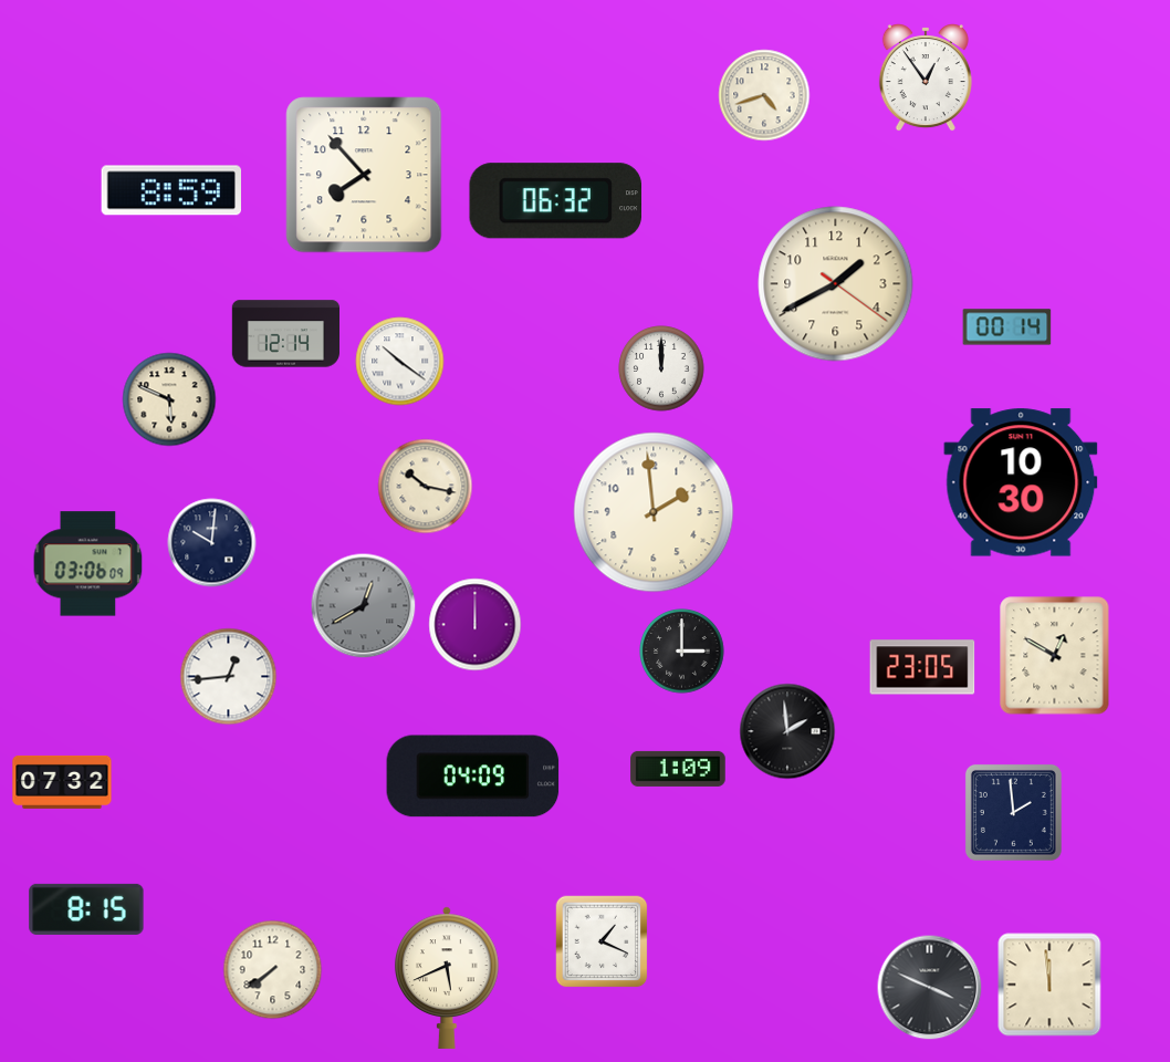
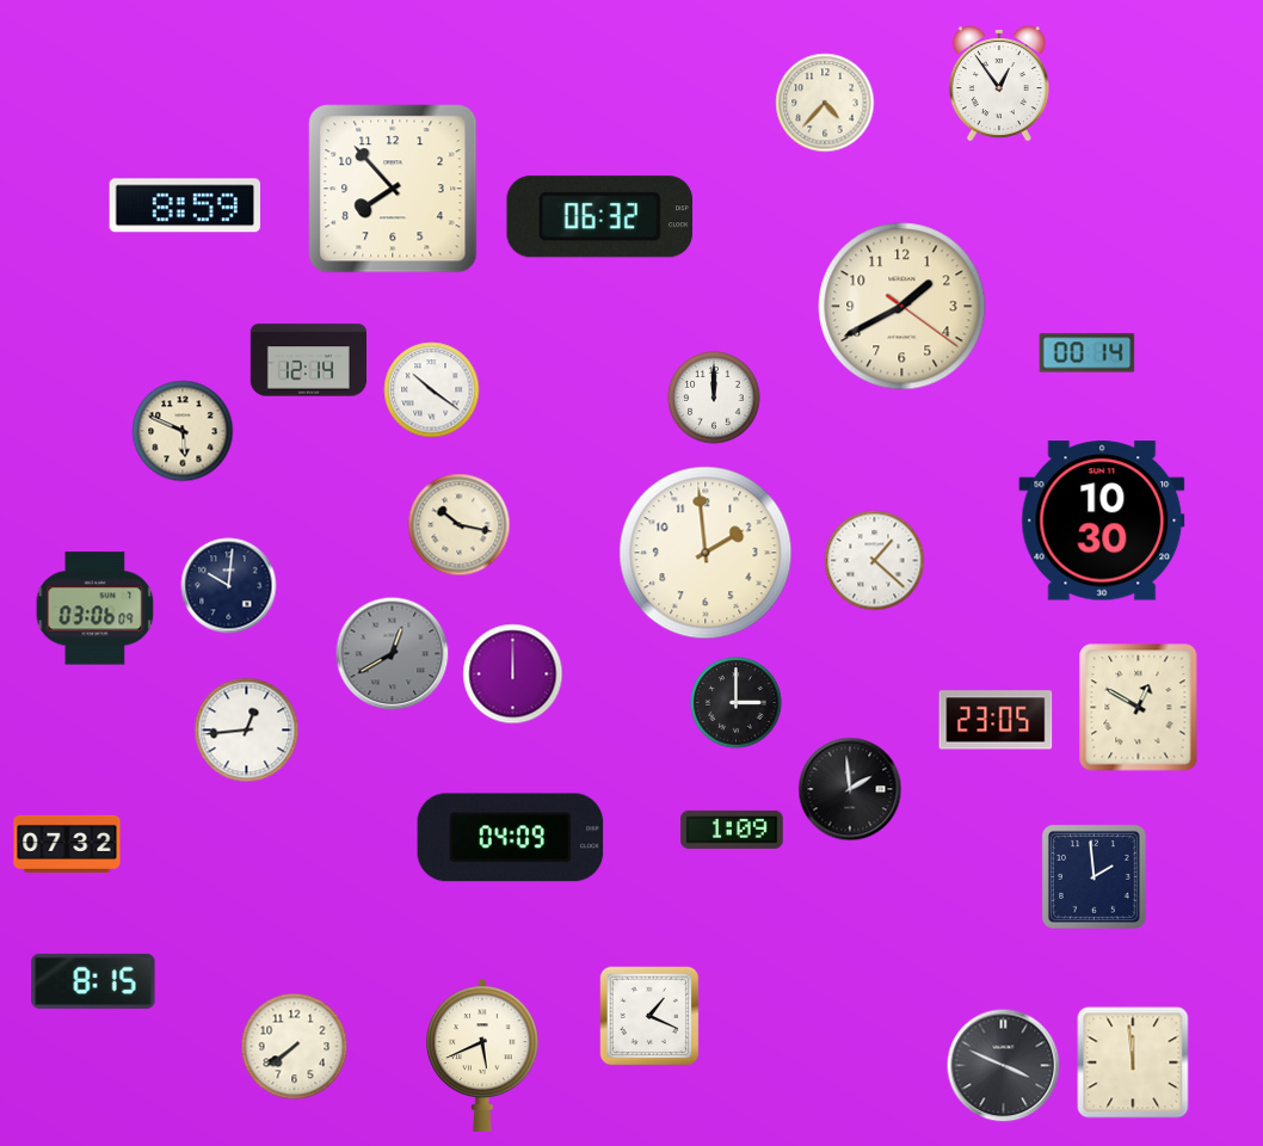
clock at (764, 95): 4:42 -> 4:37
clock at (875, 561): none -> 1:22
